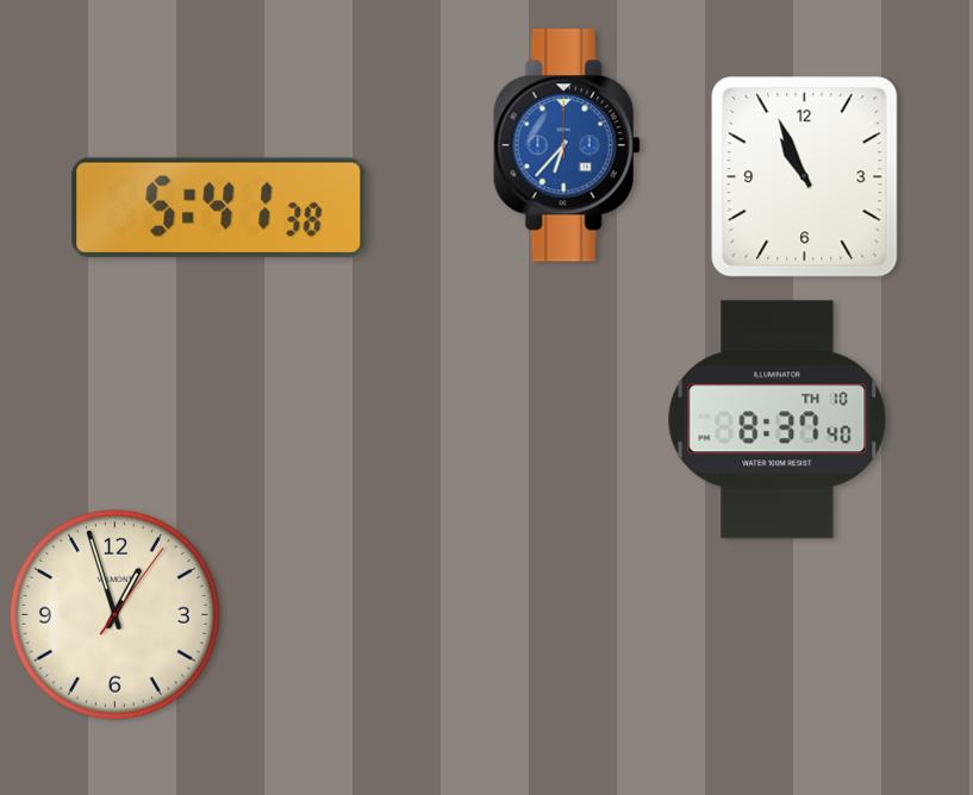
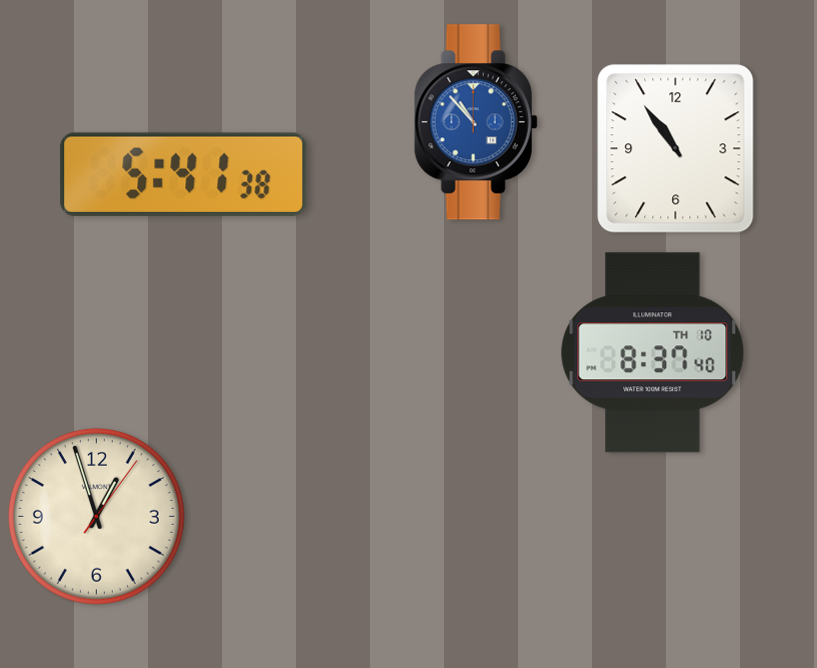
clock at (567, 145): 6:37 -> 10:53
clock at (805, 177): 10:56 -> 10:54
